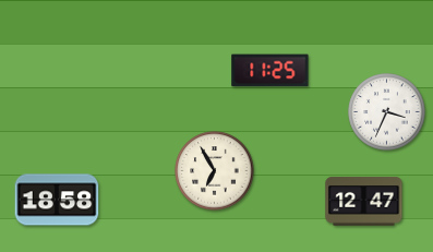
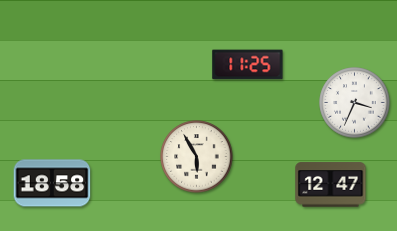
clock at (215, 171): 6:55 -> 5:55
clock at (364, 202) position: (364, 202) -> (331, 185)
